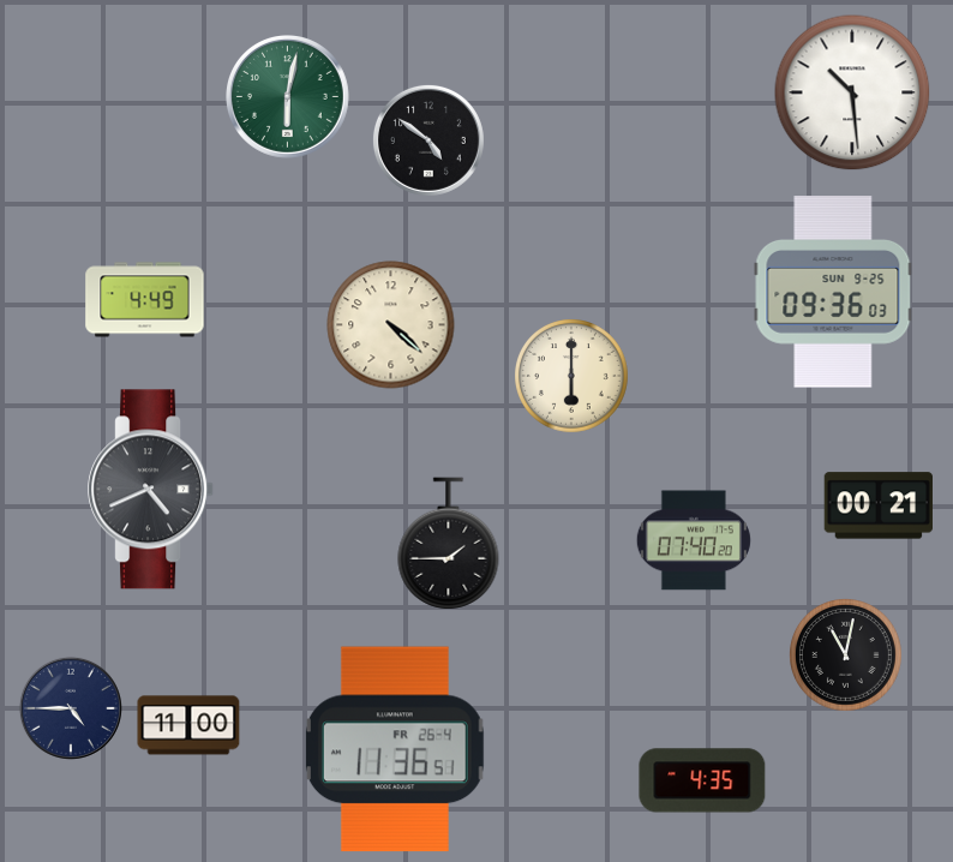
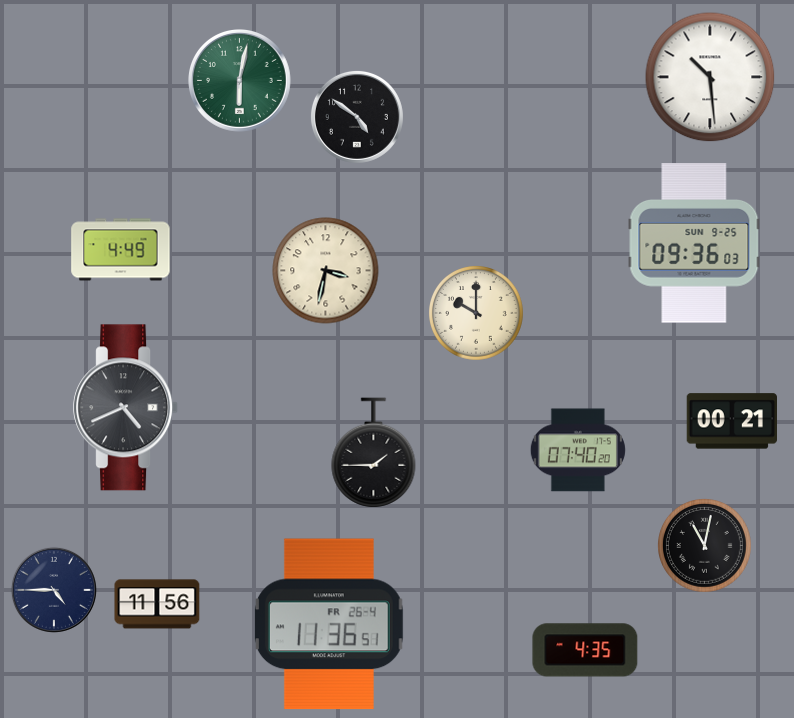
clock at (391, 325): 4:22 -> 3:32
clock at (573, 377): 6:00 -> 10:00
clock at (71, 708) position: (71, 708) -> (54, 590)
clock at (188, 725): 11:00 -> 11:56
